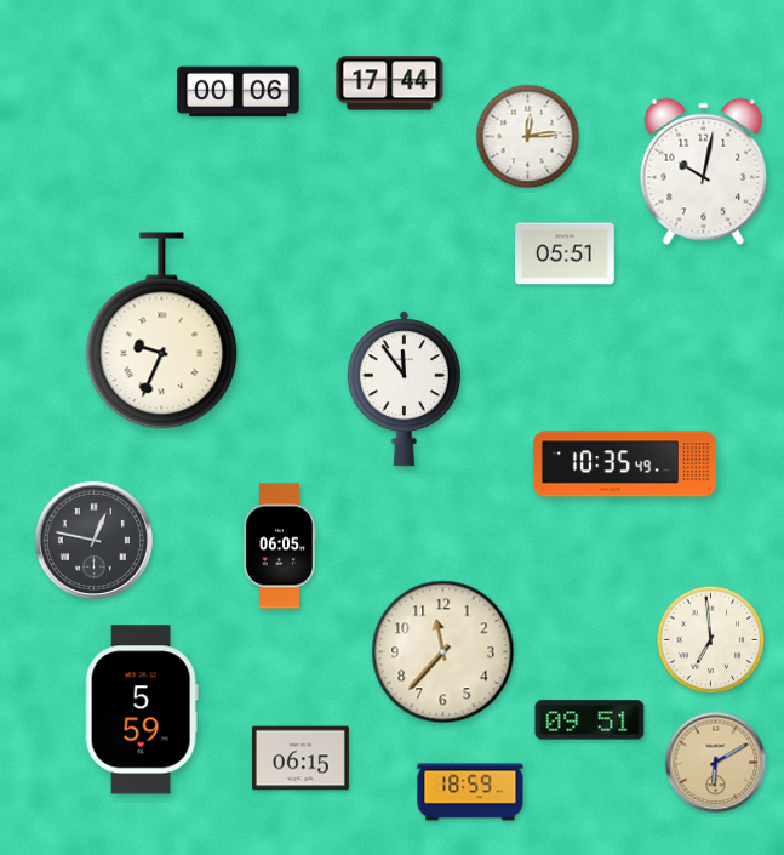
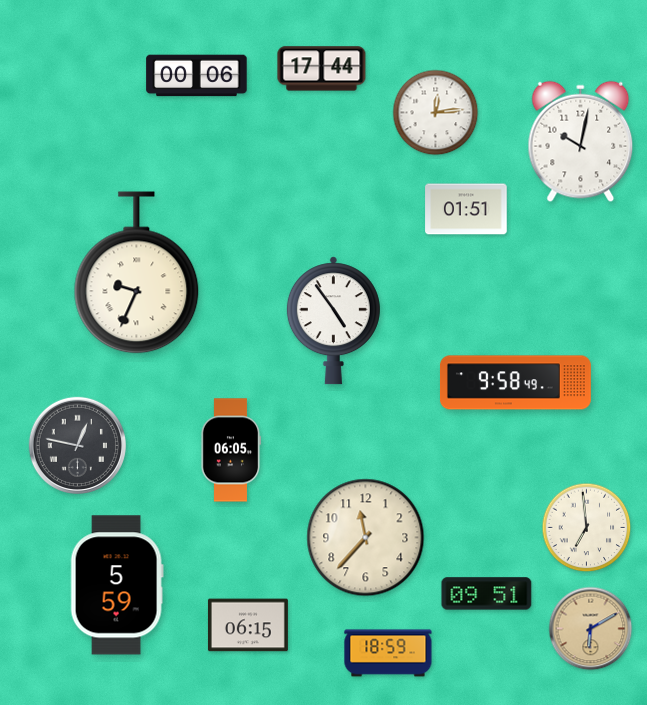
clock at (565, 253): 05:51 -> 01:51
clock at (162, 331) position: (162, 331) -> (137, 273)
clock at (404, 389): 11:54 -> 4:54
clock at (624, 464): 10:35 -> 9:58
